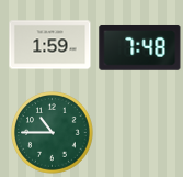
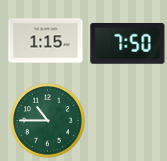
clock at (50, 45): 1:59 -> 1:15
clock at (140, 48): 7:48 -> 7:50
